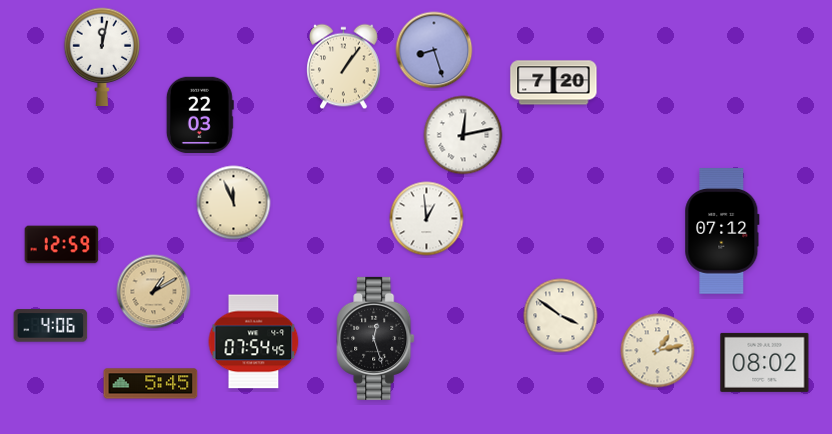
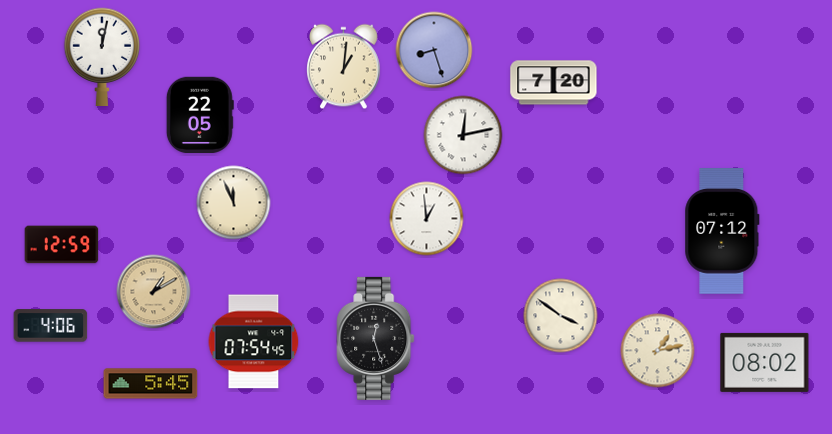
clock at (344, 67): 1:06 -> 1:01
clock at (200, 114): 22:03 -> 22:05
